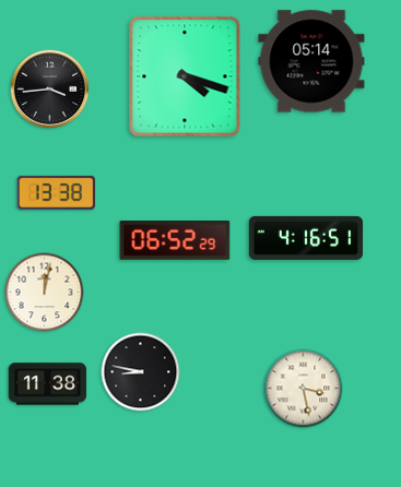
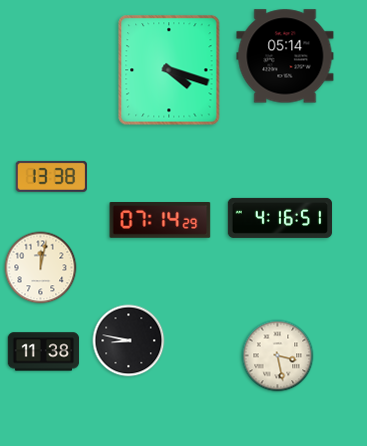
clock at (50, 90): 3:44 -> none
clock at (175, 240): 06:52 -> 07:14
